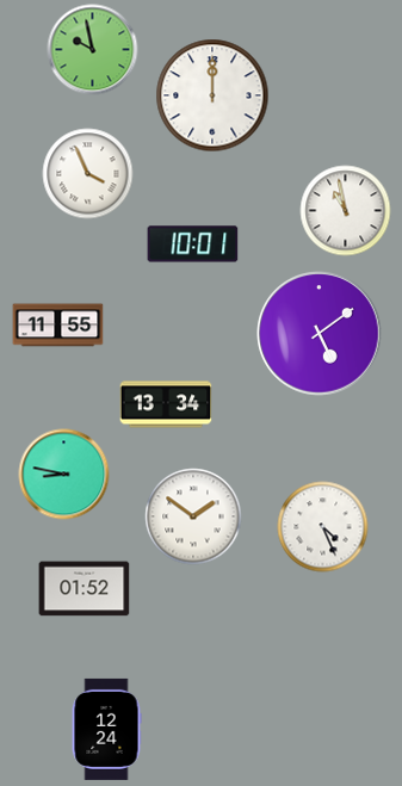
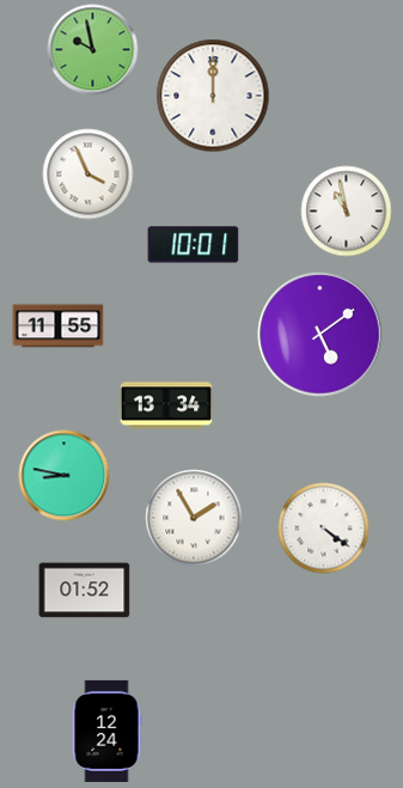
clock at (193, 516): 1:51 -> 1:55
clock at (323, 527): 4:26 -> 4:21
